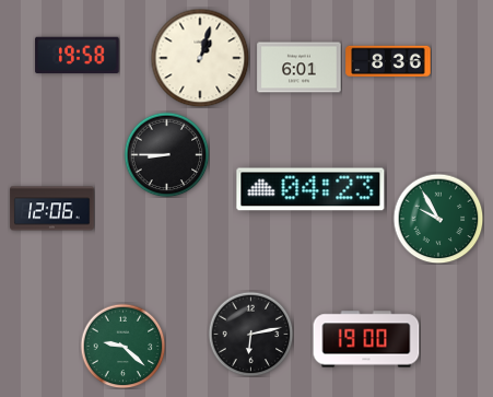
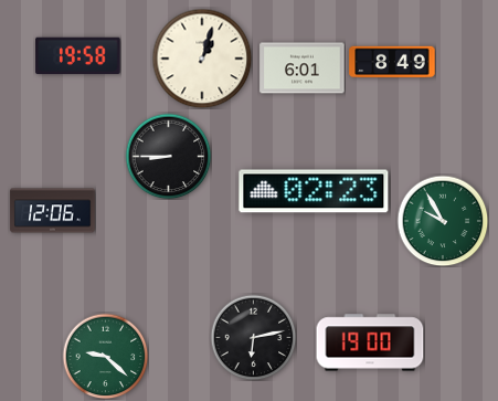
clock at (388, 61): 8:36 -> 8:49
clock at (310, 189): 04:23 -> 02:23
clock at (122, 346) position: (122, 346) -> (105, 356)
